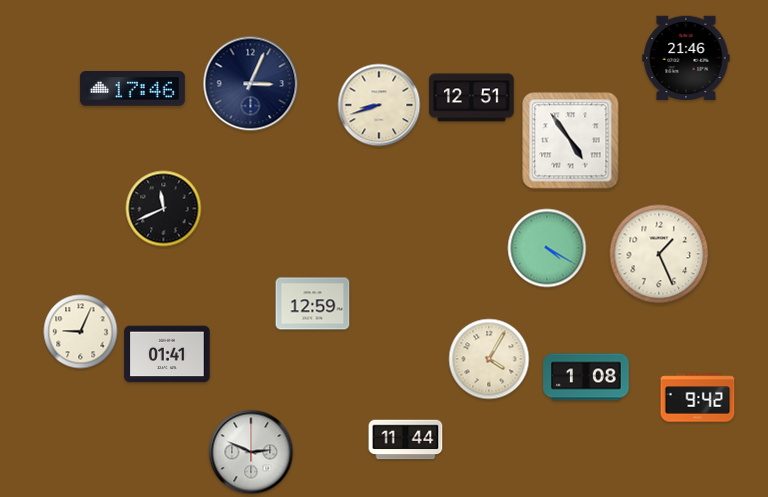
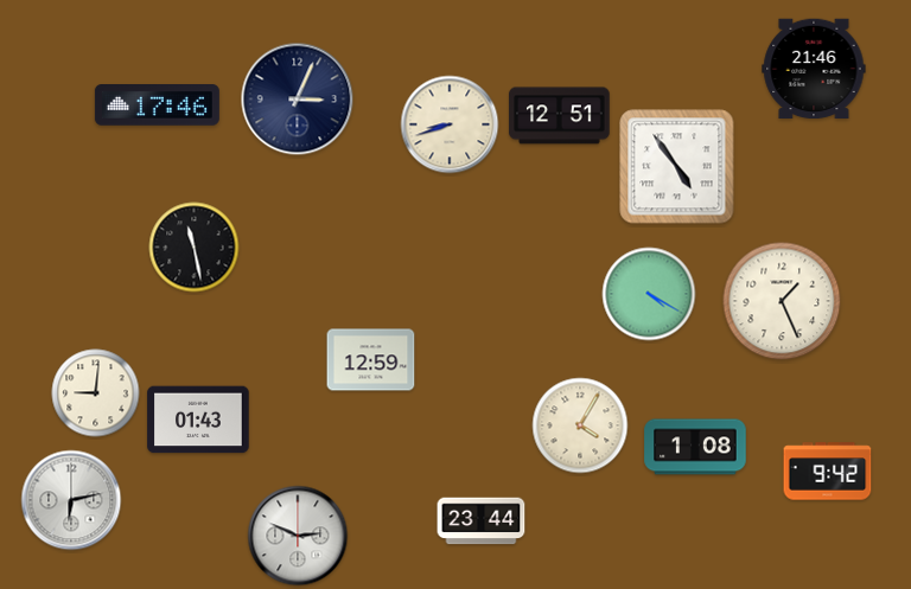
clock at (164, 209): 11:41 -> 11:28
clock at (81, 332): 9:04 -> 9:01
clock at (167, 354): 01:41 -> 01:43
clock at (71, 500): none -> 6:13
clock at (406, 440): 11:44 -> 23:44
